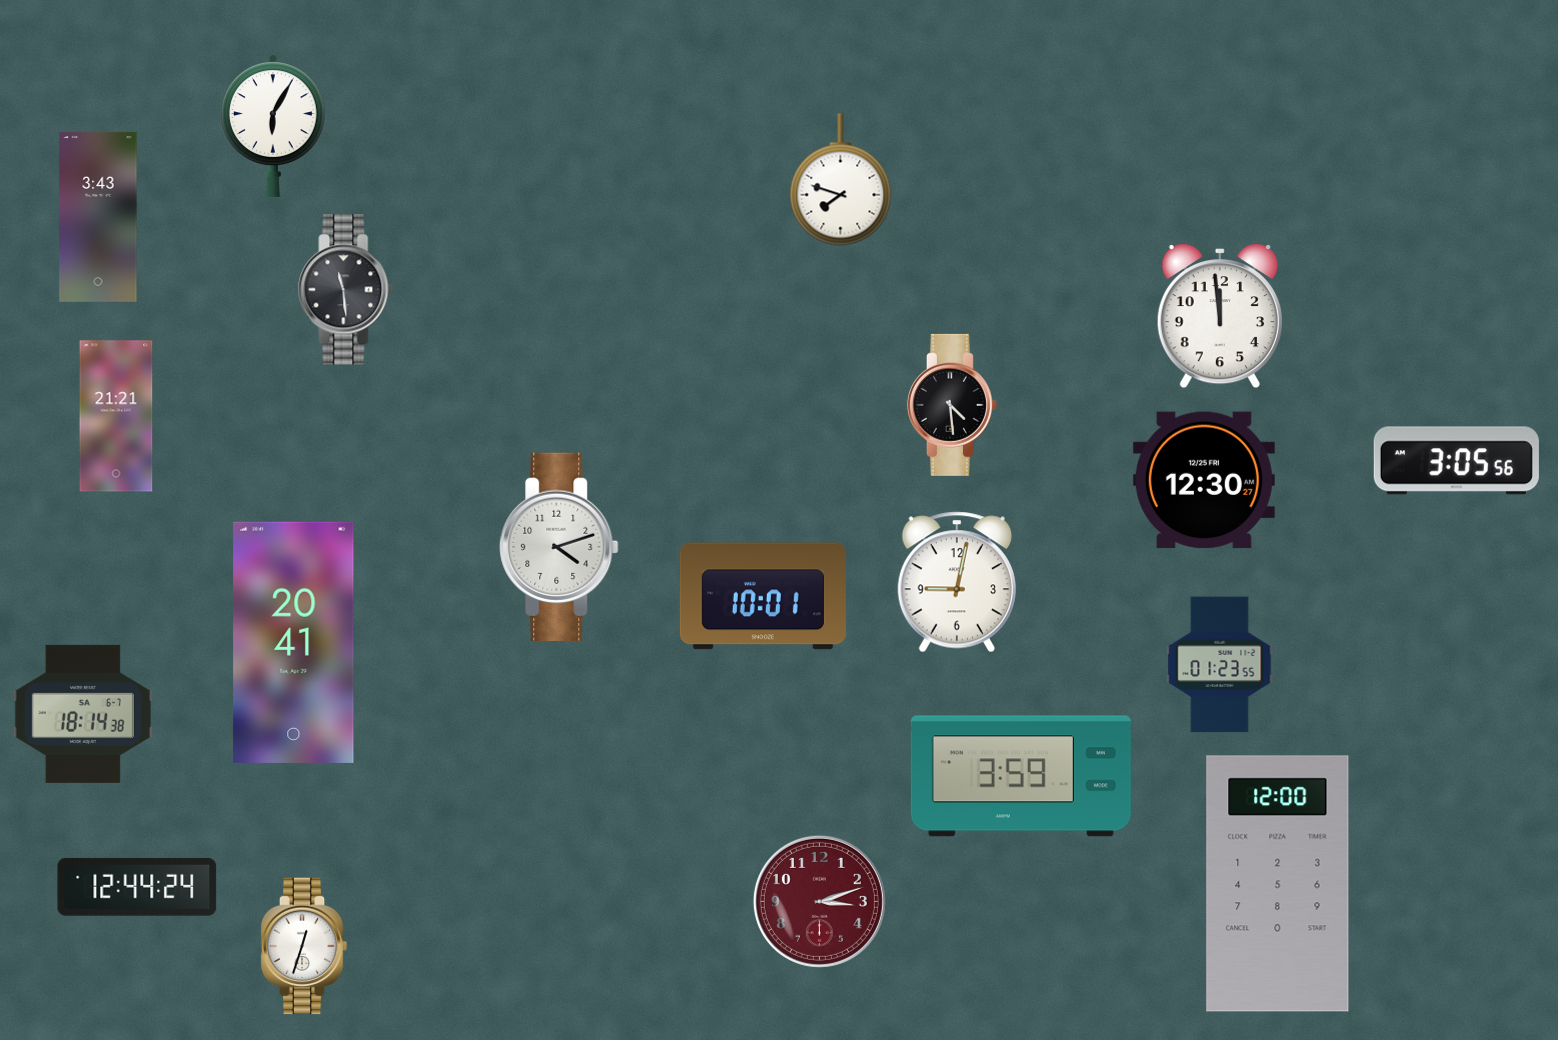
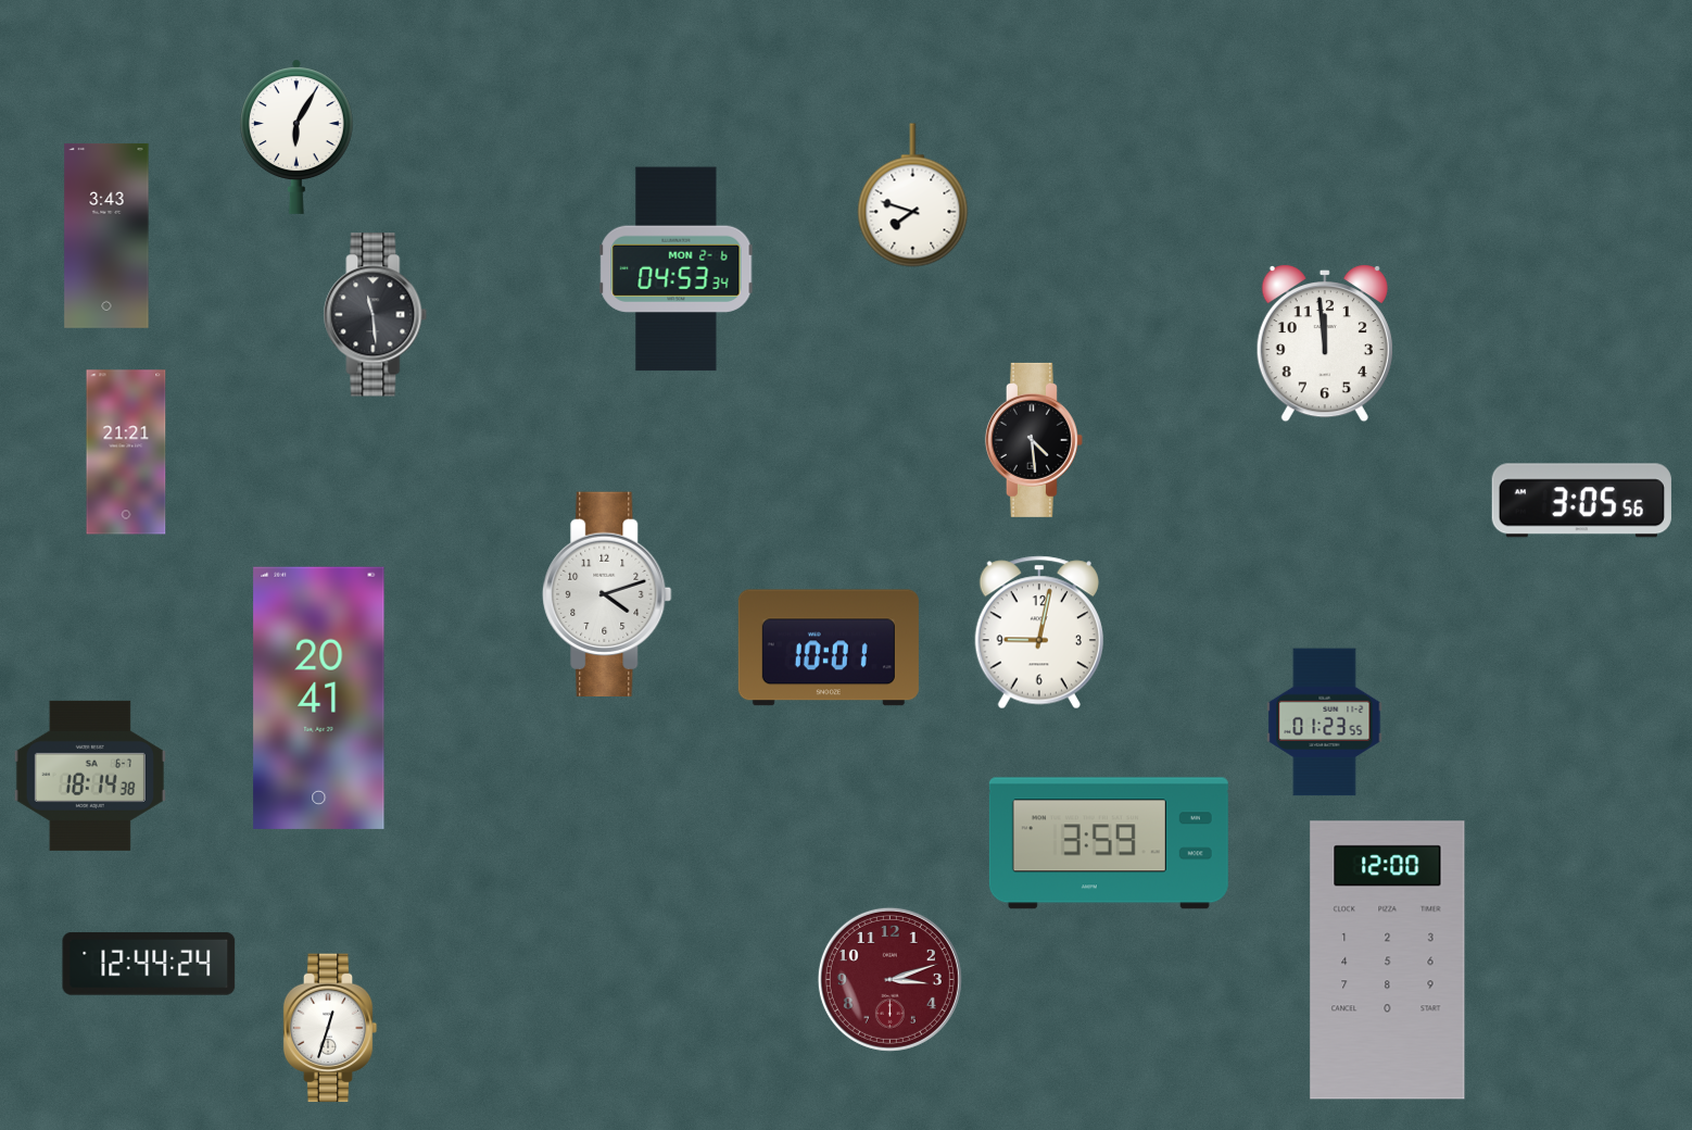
clock at (677, 269): none -> 04:53
clock at (1204, 480): 12:30 -> none
